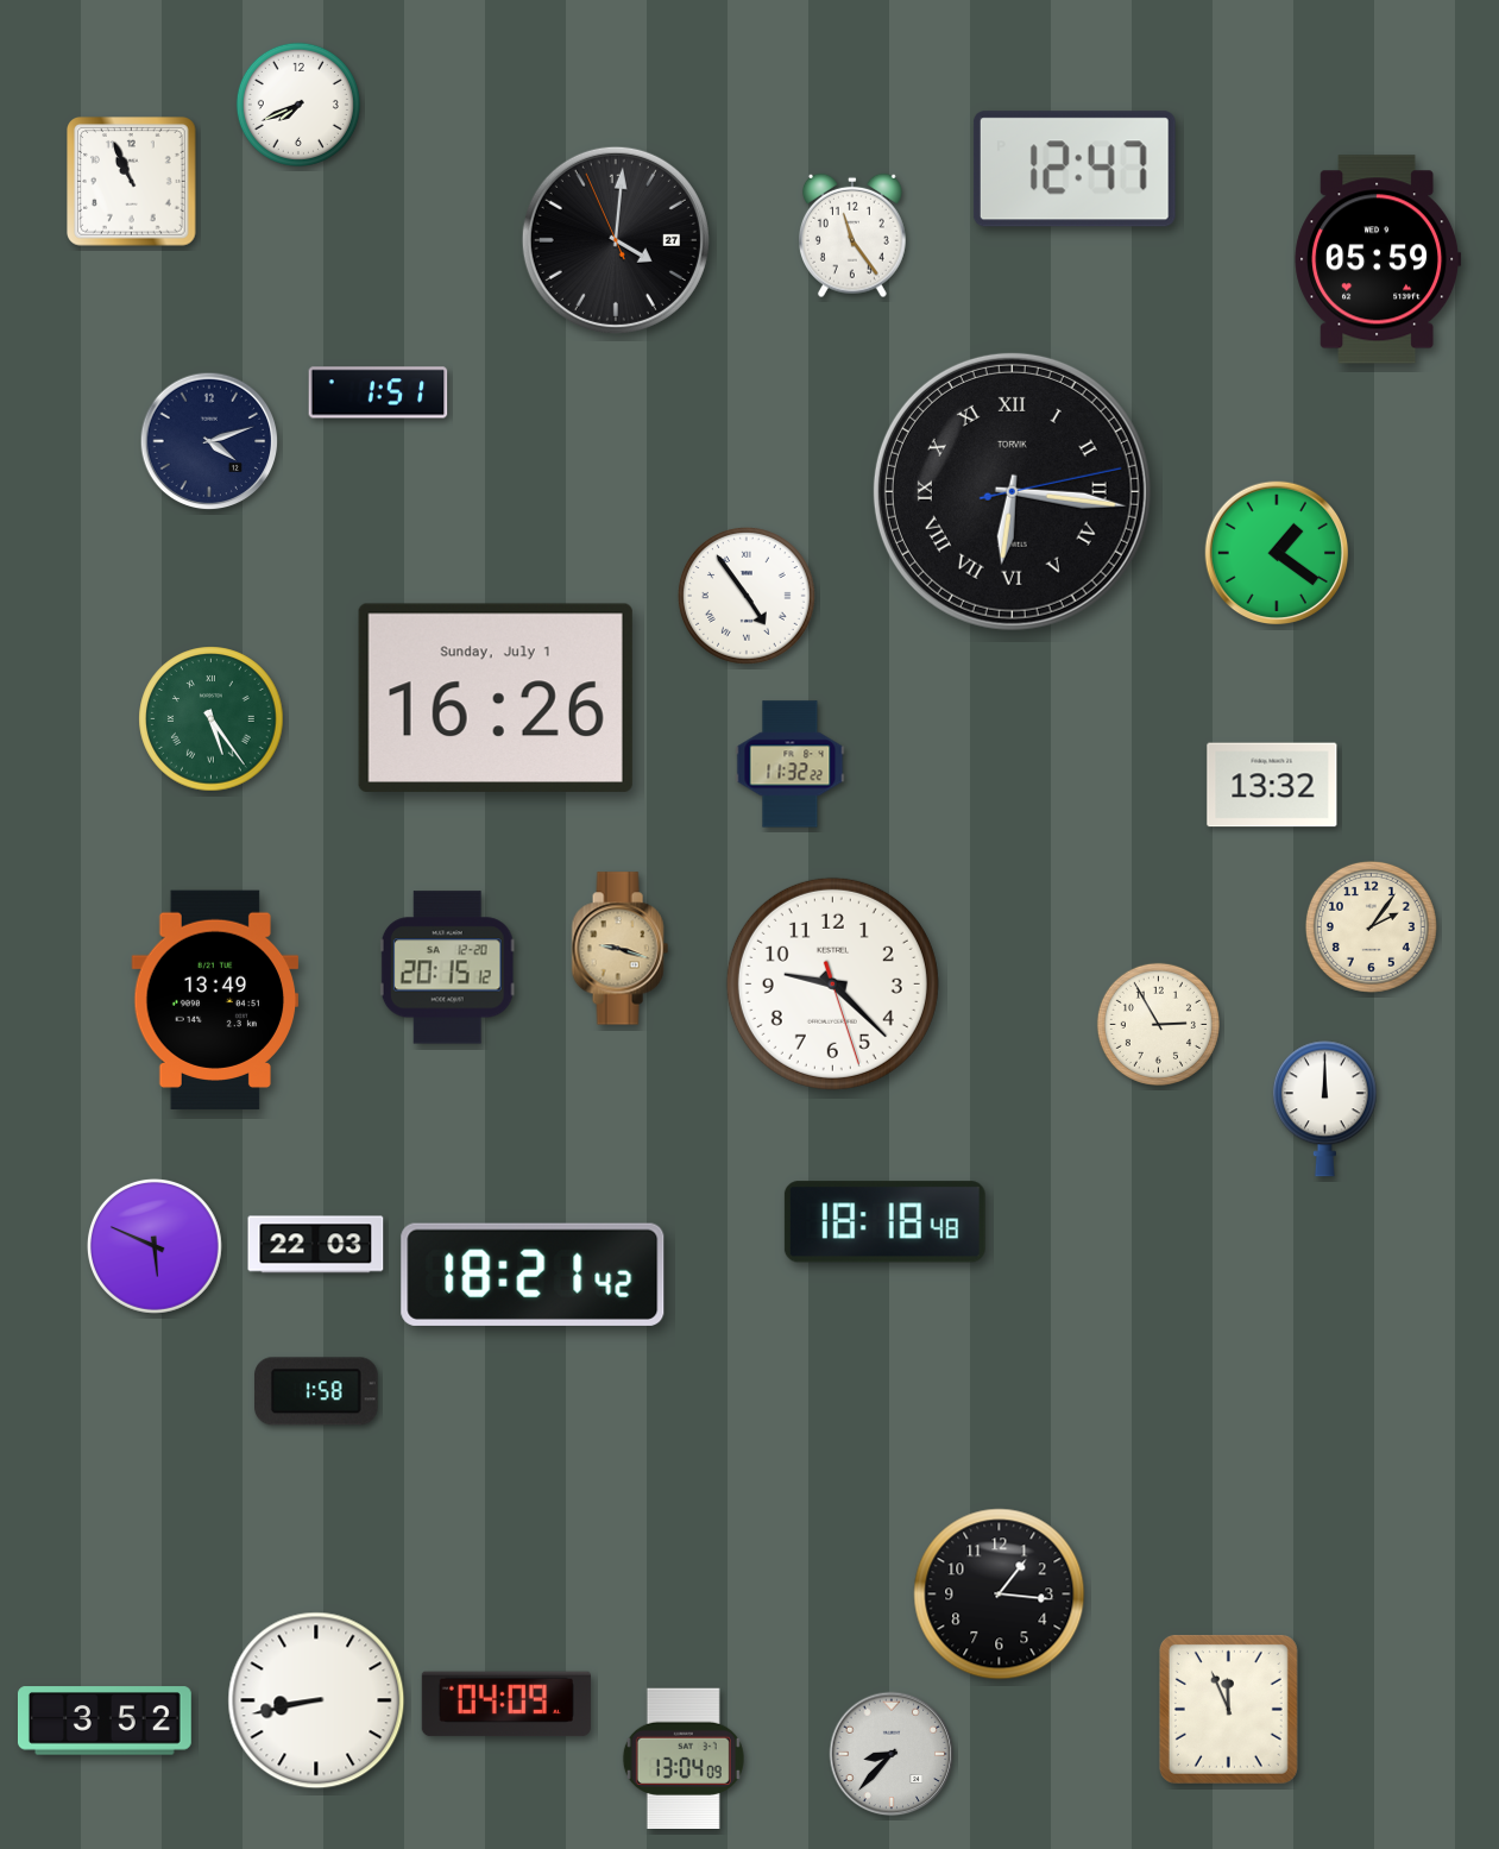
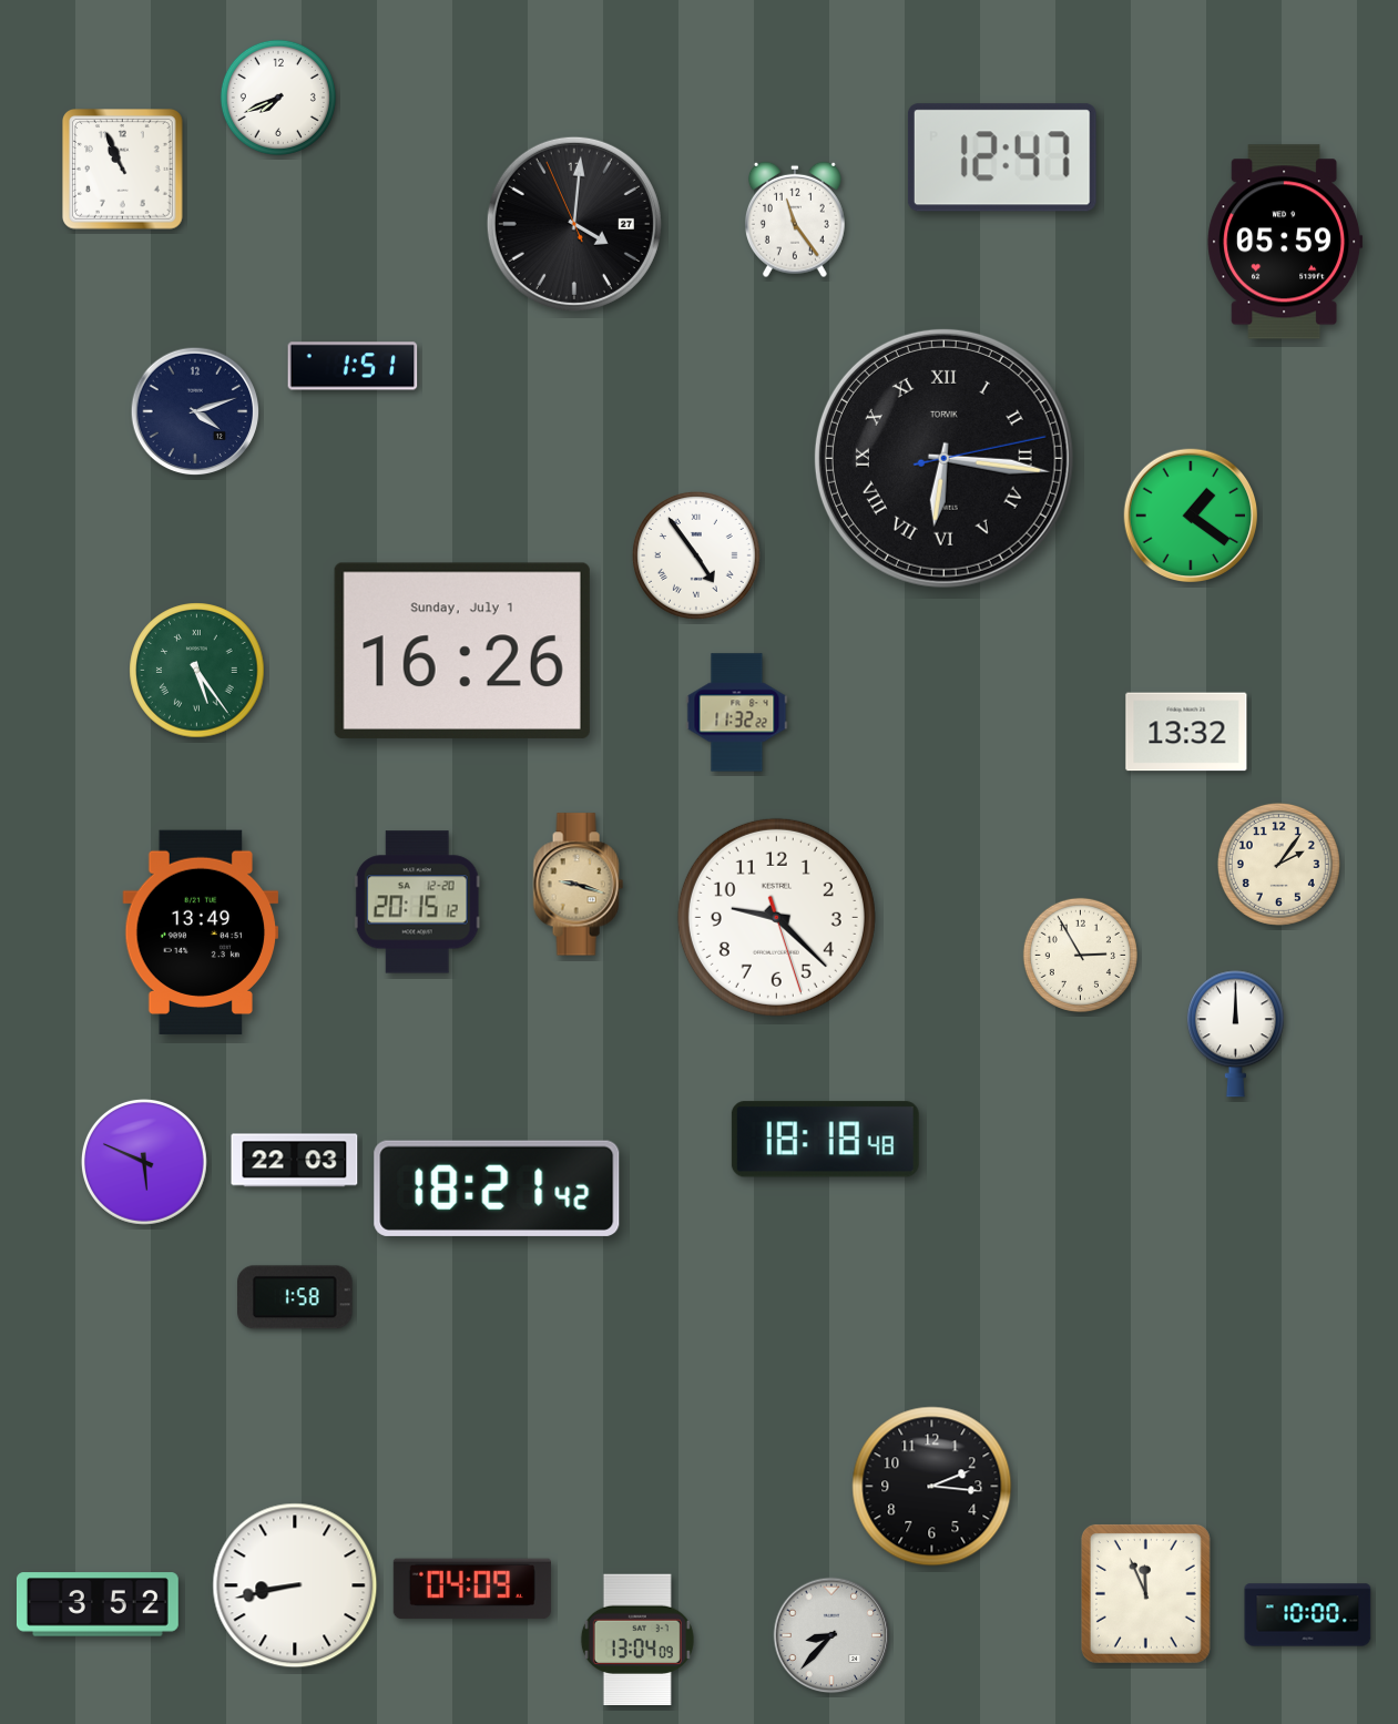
clock at (1000, 1595): 1:16 -> 2:16
clock at (1308, 1615): none -> 10:00
